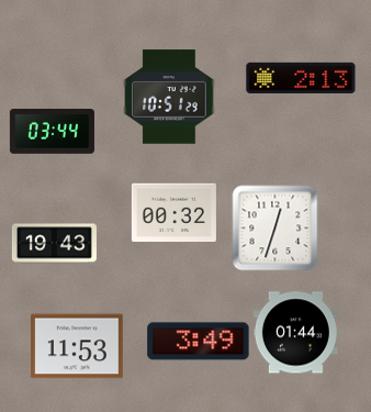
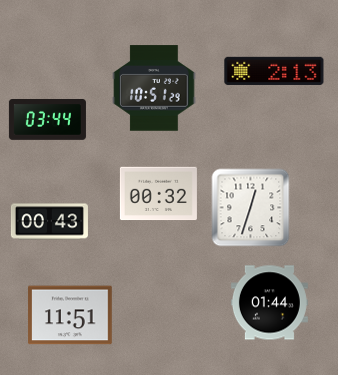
clock at (54, 244): 19:43 -> 00:43
clock at (199, 342): 3:49 -> none
clock at (77, 346): 11:53 -> 11:51
